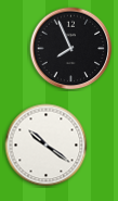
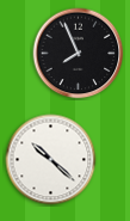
clock at (47, 146): 10:21 -> 10:22
